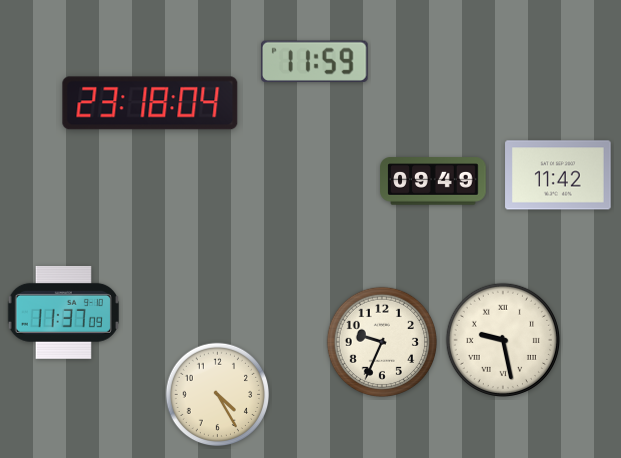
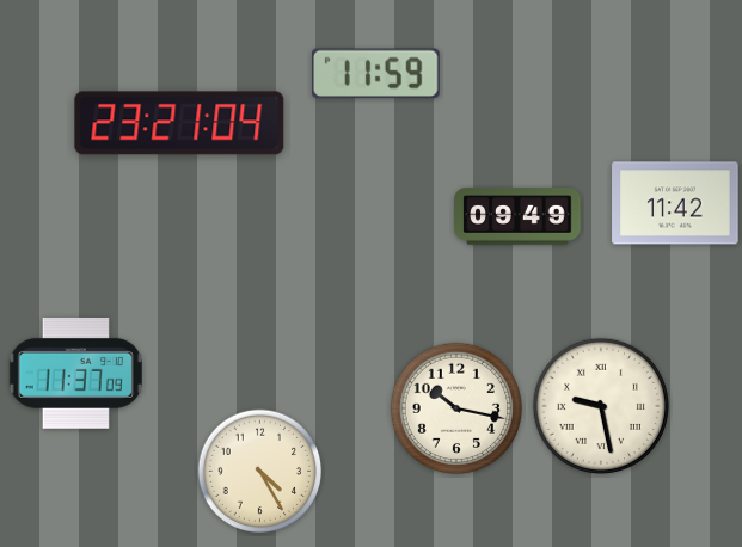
clock at (150, 103): 23:18 -> 23:21
clock at (558, 175) position: (558, 175) -> (675, 203)
clock at (381, 341): 9:34 -> 10:17
